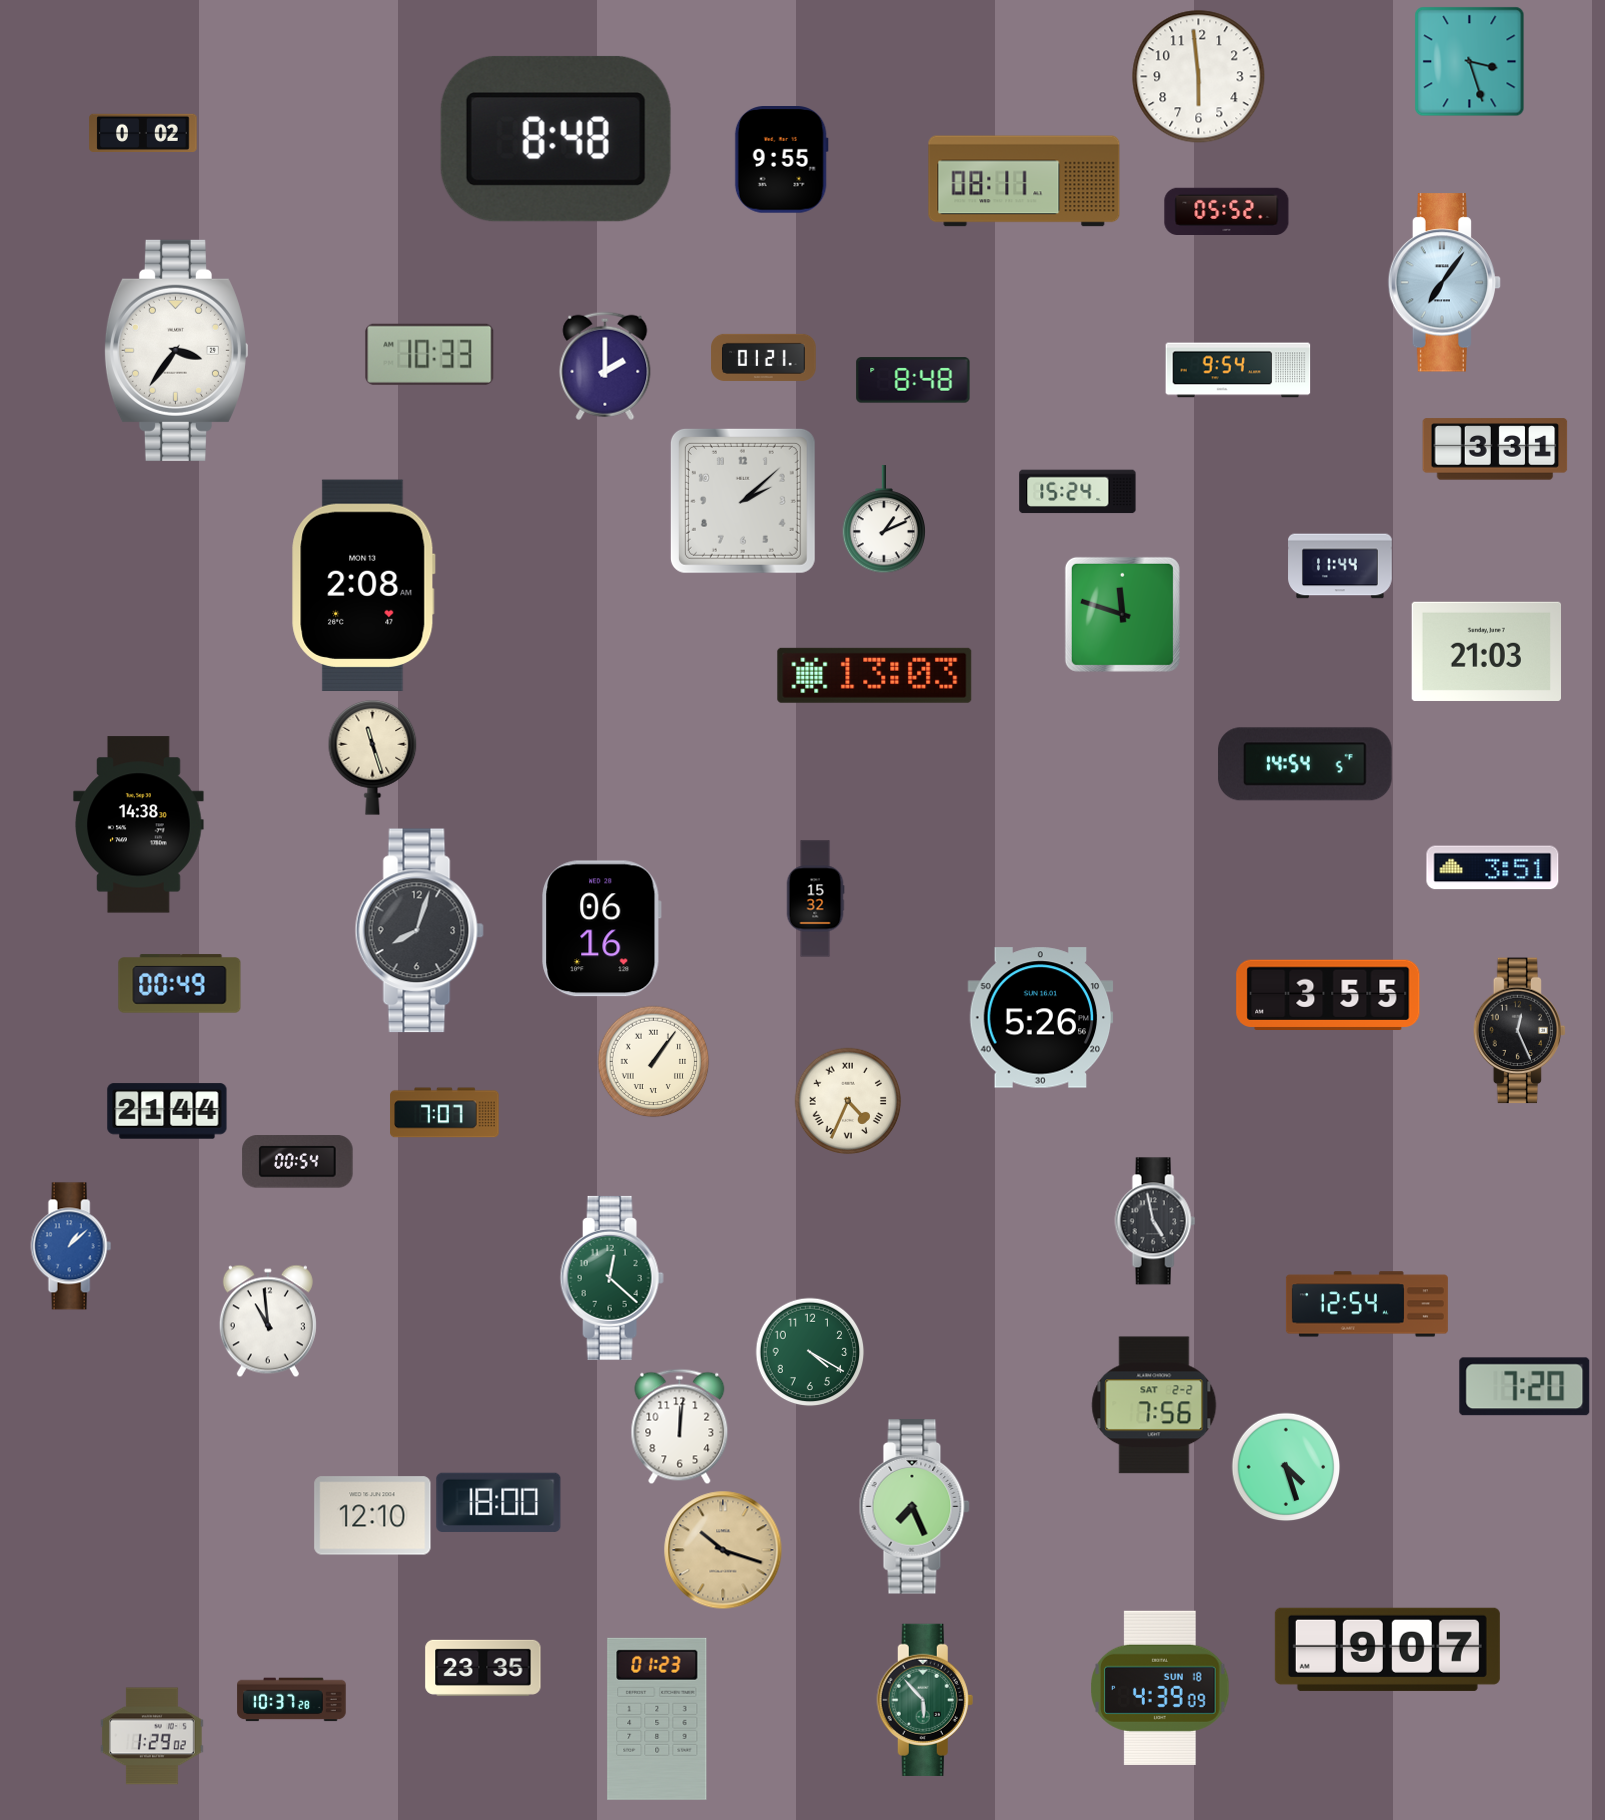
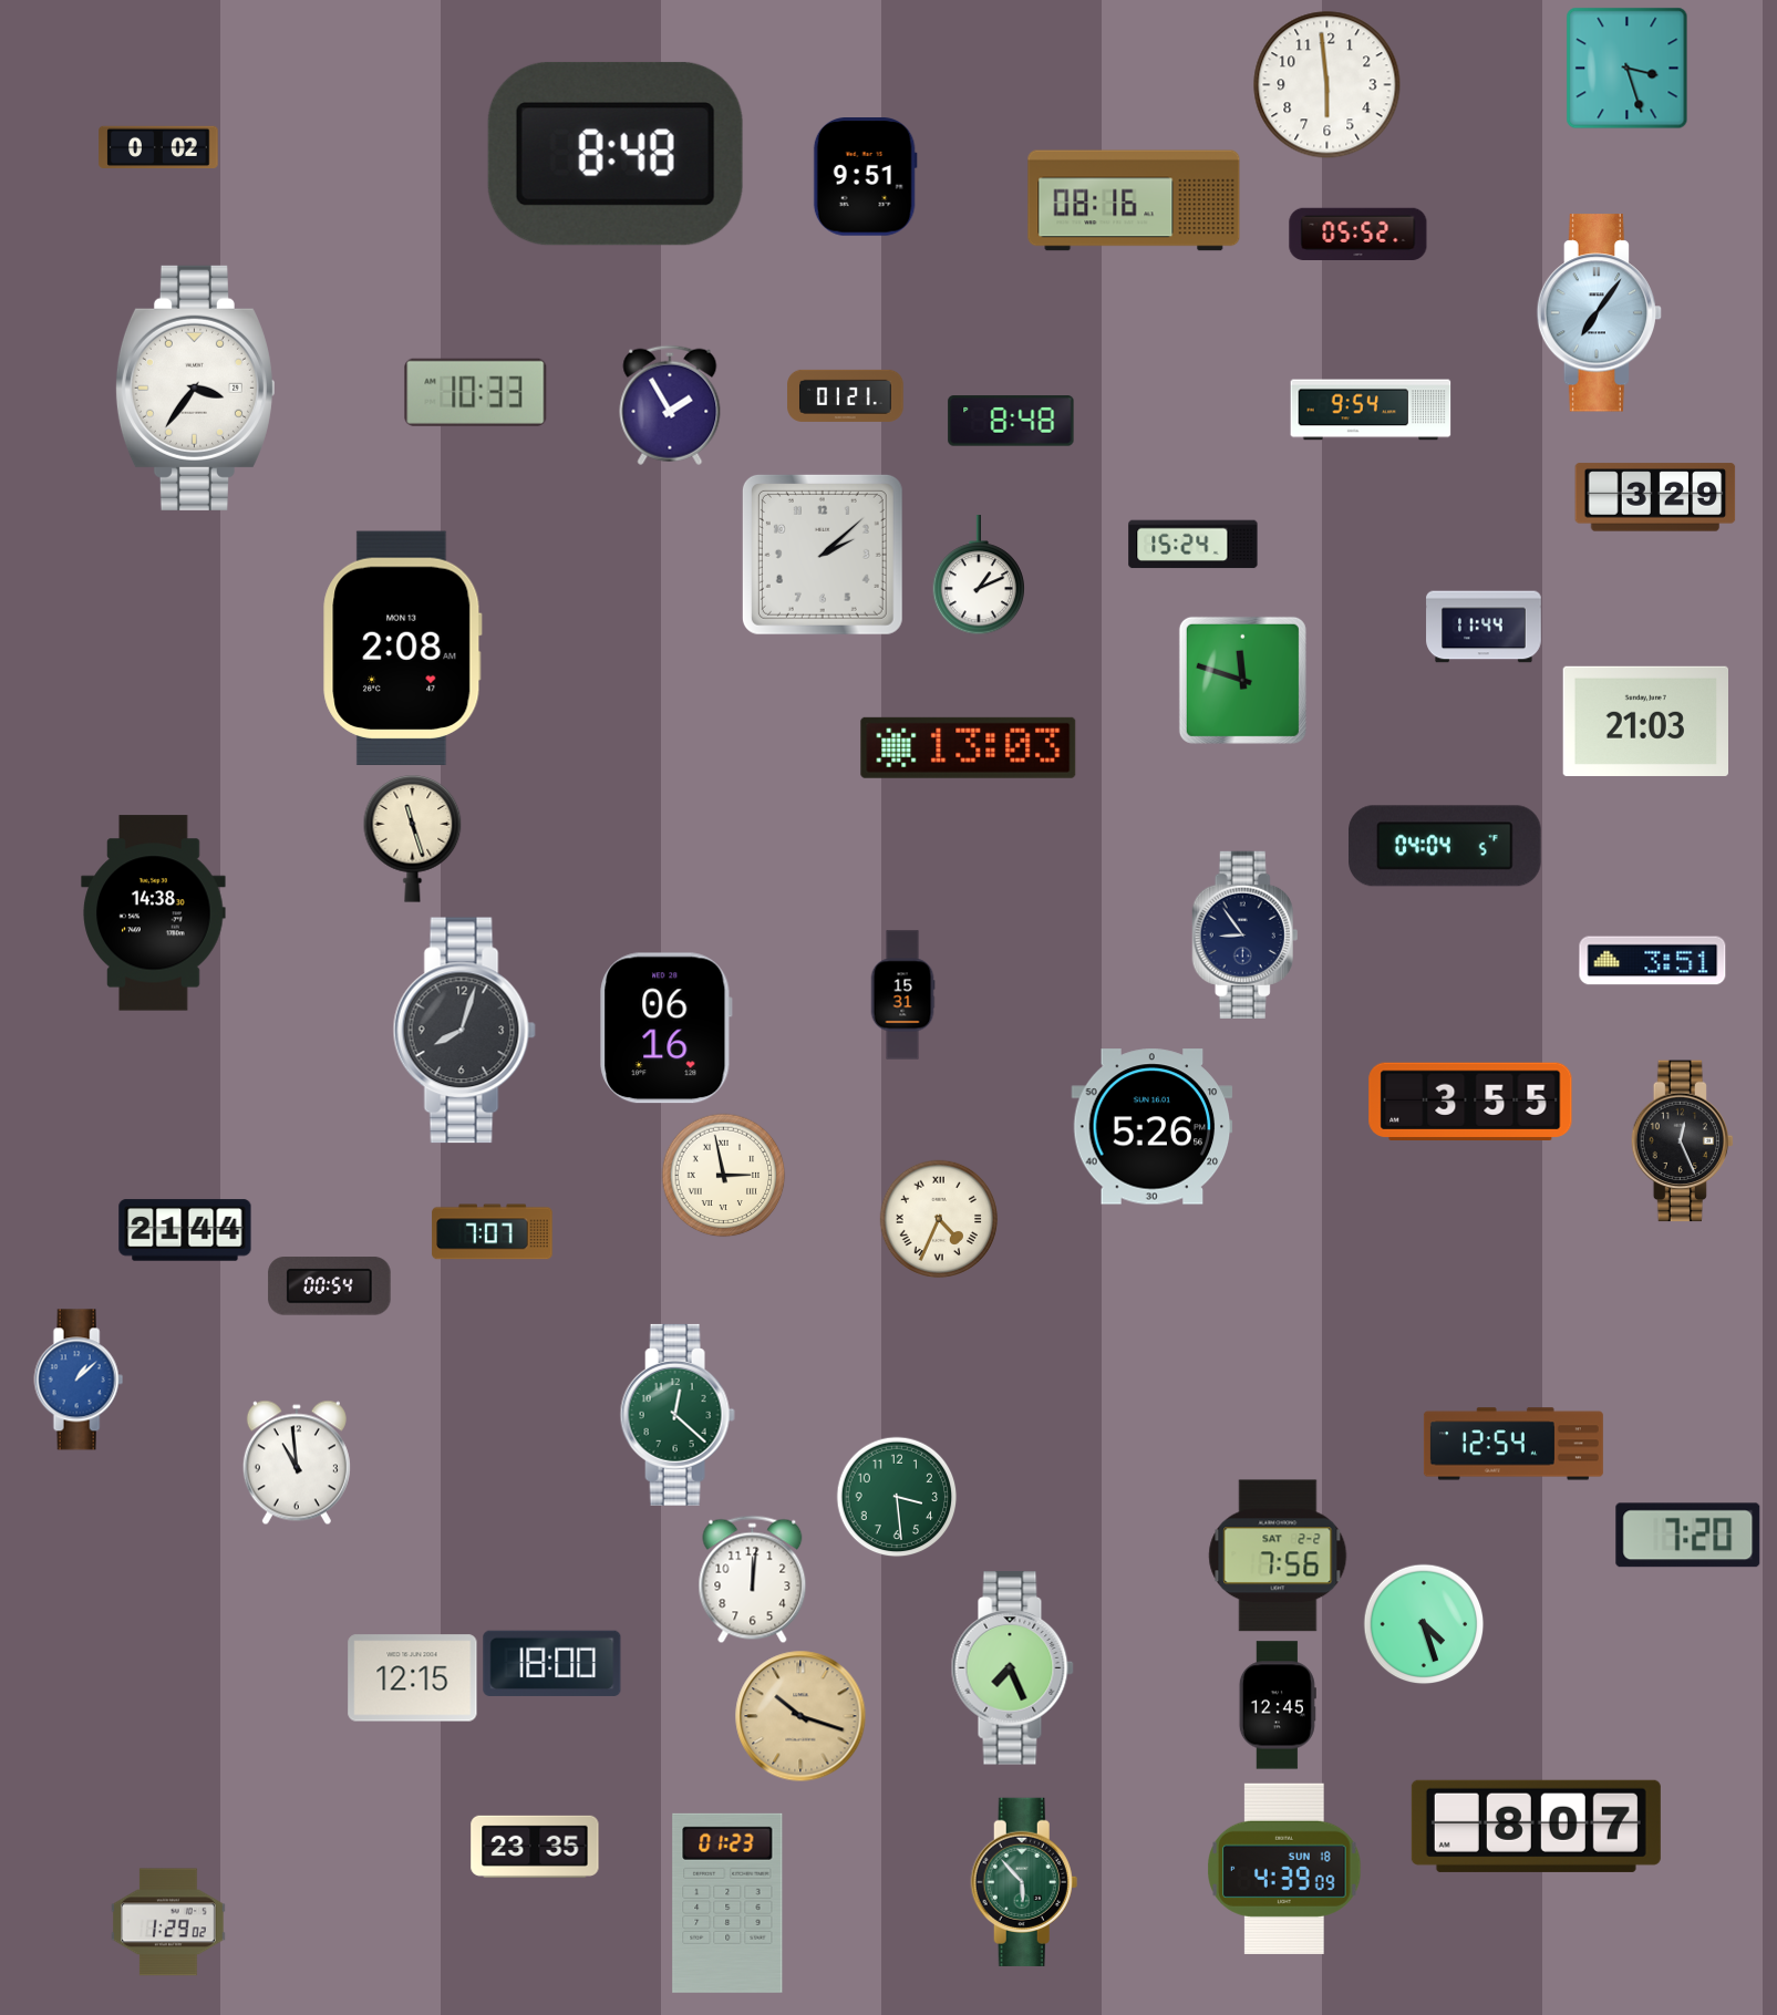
clock at (781, 160): 9:55 -> 9:51
clock at (1024, 181): 08:11 -> 08:16
clock at (605, 366): 2:00 -> 1:55
clock at (1495, 449): 3:31 -> 3:29
clock at (1305, 764): 14:54 -> 04:04
clock at (1246, 934): none -> 8:54
clock at (815, 899): 15:32 -> 15:31
clock at (180, 984): 00:49 -> none
clock at (653, 1061): 1:06 -> 2:58
clock at (1155, 1221): 4:58 -> none
clock at (810, 1352): 4:20 -> 3:29
clock at (373, 1516): 12:10 -> 12:15
clock at (1278, 1705): none -> 12:45
clock at (1387, 1649): 9:07 -> 8:07
clock at (292, 1700): 10:37 -> none
